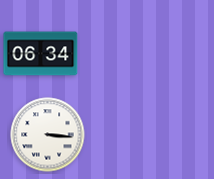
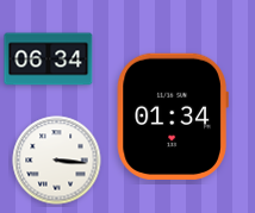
clock at (41, 54) position: (41, 54) -> (49, 59)
clock at (173, 117): none -> 01:34
